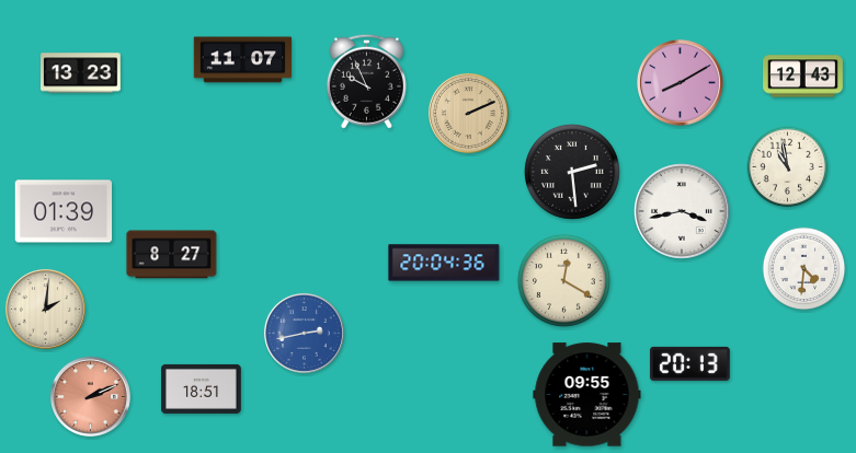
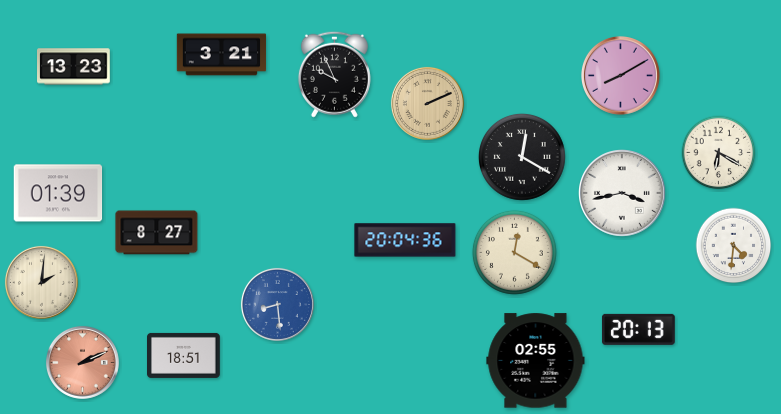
clock at (243, 60): 11:07 -> 3:21
clock at (803, 77): 12:43 -> none
clock at (788, 167): 10:58 -> 6:20
clock at (572, 172): 2:29 -> 12:20
clock at (563, 280) position: (563, 280) -> (514, 252)
clock at (304, 333): 2:43 -> 8:29
clock at (689, 363) position: (689, 363) -> (638, 329)
clock at (587, 395): 09:55 -> 02:55
